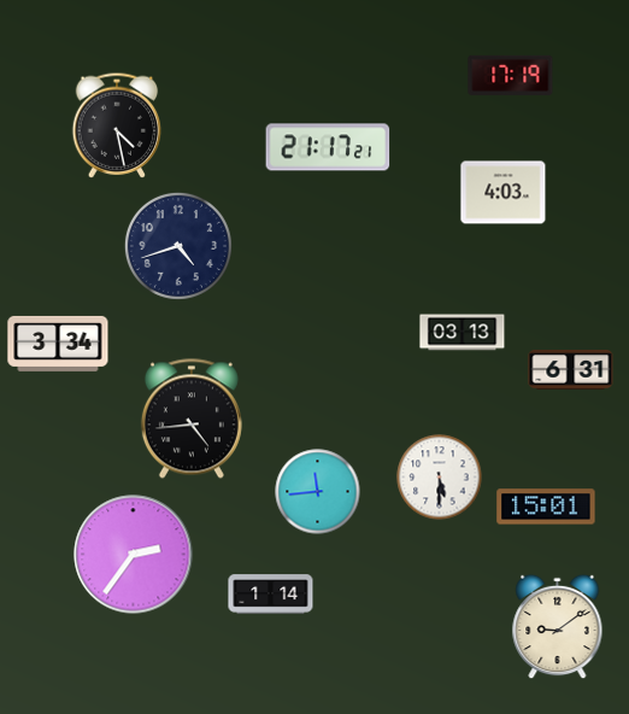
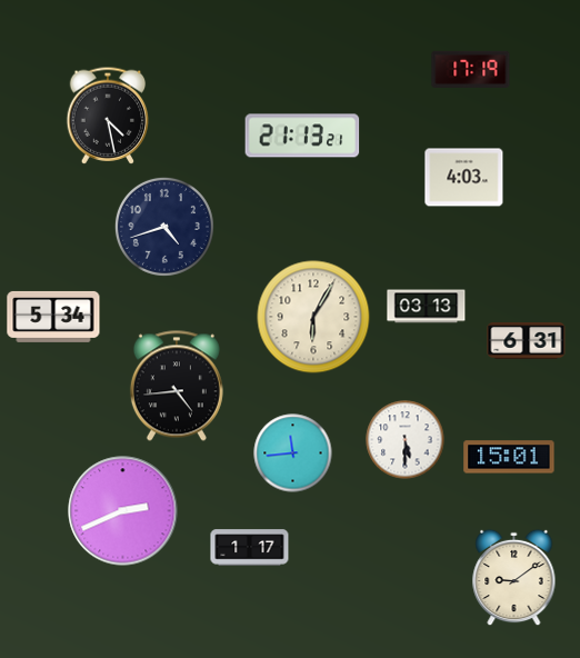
clock at (328, 147): 21:17 -> 21:13
clock at (58, 344): 3:34 -> 5:34
clock at (313, 317): none -> 6:05
clock at (546, 507) position: (546, 507) -> (509, 457)
clock at (134, 555): 2:36 -> 2:41
clock at (271, 595): 1:14 -> 1:17
